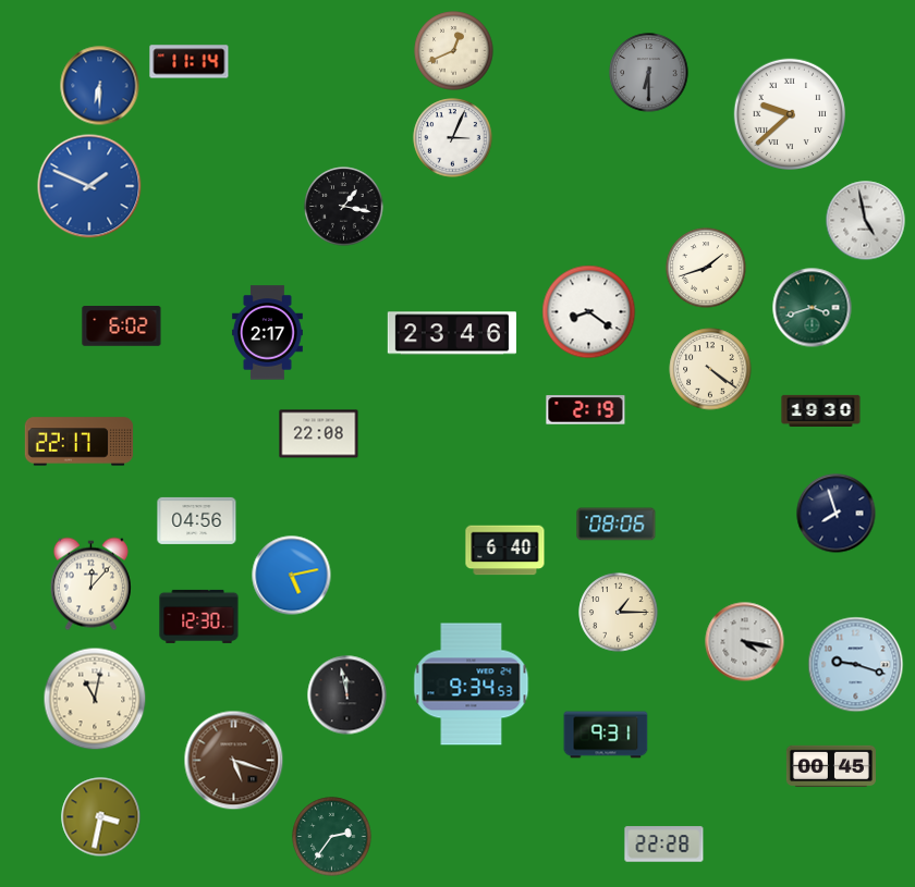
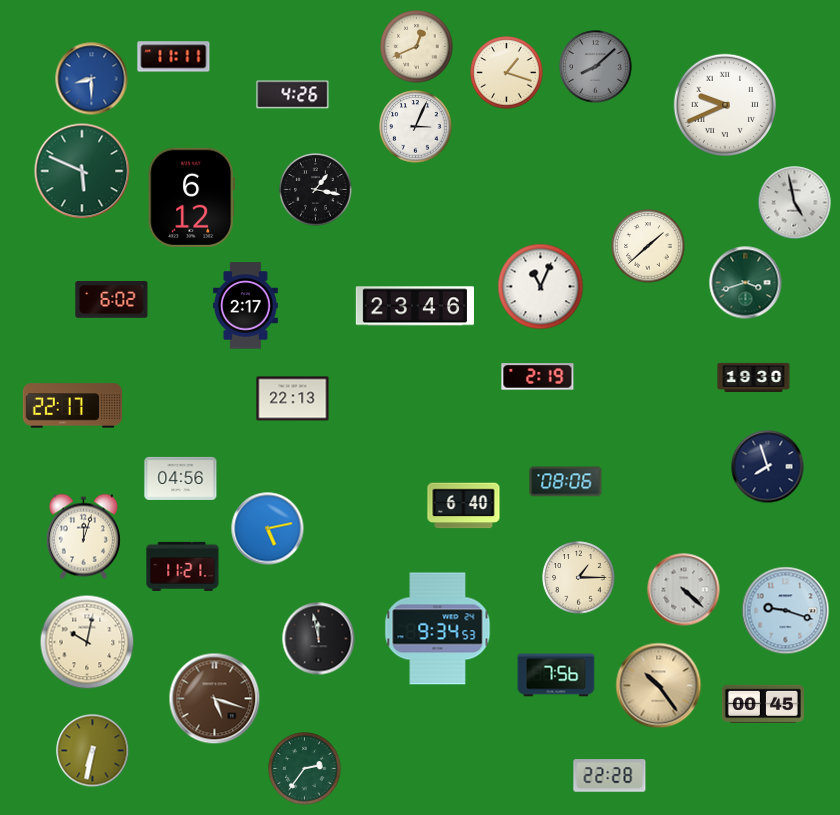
clock at (190, 62): 11:14 -> 11:11
clock at (649, 73): 6:30 -> 8:08
clock at (507, 73): none -> 1:18
clock at (100, 86): 6:30 -> 8:30
clock at (293, 95): none -> 4:26
clock at (789, 113): 9:38 -> 9:41
clock at (89, 186): 1:49 -> 5:49
clock at (89, 186) dial: blue -> green
clock at (192, 197): none -> 6:12
clock at (706, 268): 1:42 -> 1:38
clock at (589, 312): 8:21 -> 11:04
clock at (710, 369): 4:21 -> none
clock at (319, 434): 22:08 -> 22:13
clock at (837, 514) position: (837, 514) -> (768, 467)
clock at (90, 584): 12:07 -> 12:03
clock at (619, 613) position: (619, 613) -> (579, 578)
clock at (199, 616): 12:30 -> 11:21
clock at (745, 642): 4:17 -> 4:22
clock at (472, 685) position: (472, 685) -> (438, 629)
clock at (95, 699): 11:02 -> 10:02
clock at (606, 735): 9:31 -> 7:56
clock at (659, 686): none -> 10:24
clock at (101, 817): 3:32 -> 6:32
